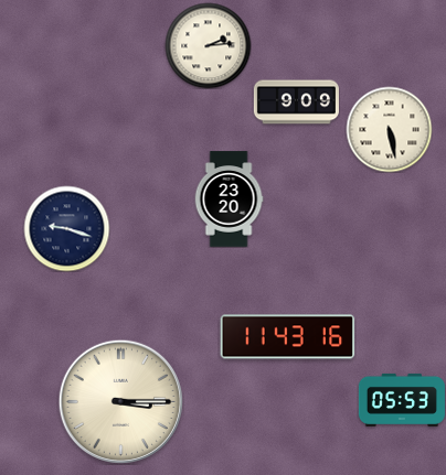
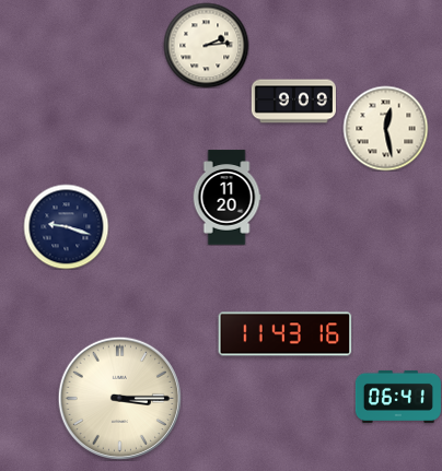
clock at (389, 129): 5:28 -> 12:28
clock at (229, 199): 23:20 -> 11:20
clock at (402, 400): 05:53 -> 06:41
